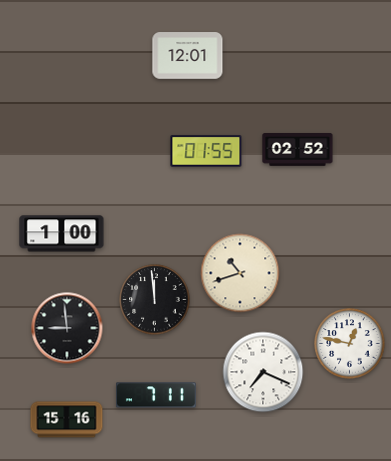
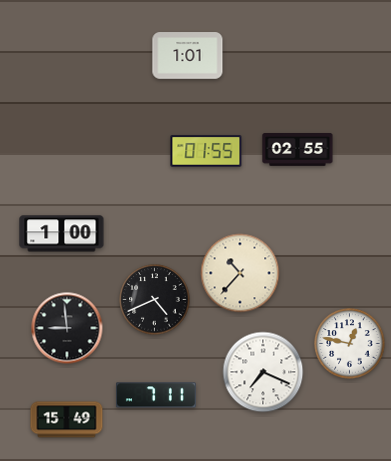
clock at (188, 56): 12:01 -> 1:01
clock at (298, 150): 02:52 -> 02:55
clock at (240, 273): 10:42 -> 10:37
clock at (155, 300): 11:59 -> 4:41
clock at (67, 420): 15:16 -> 15:49
